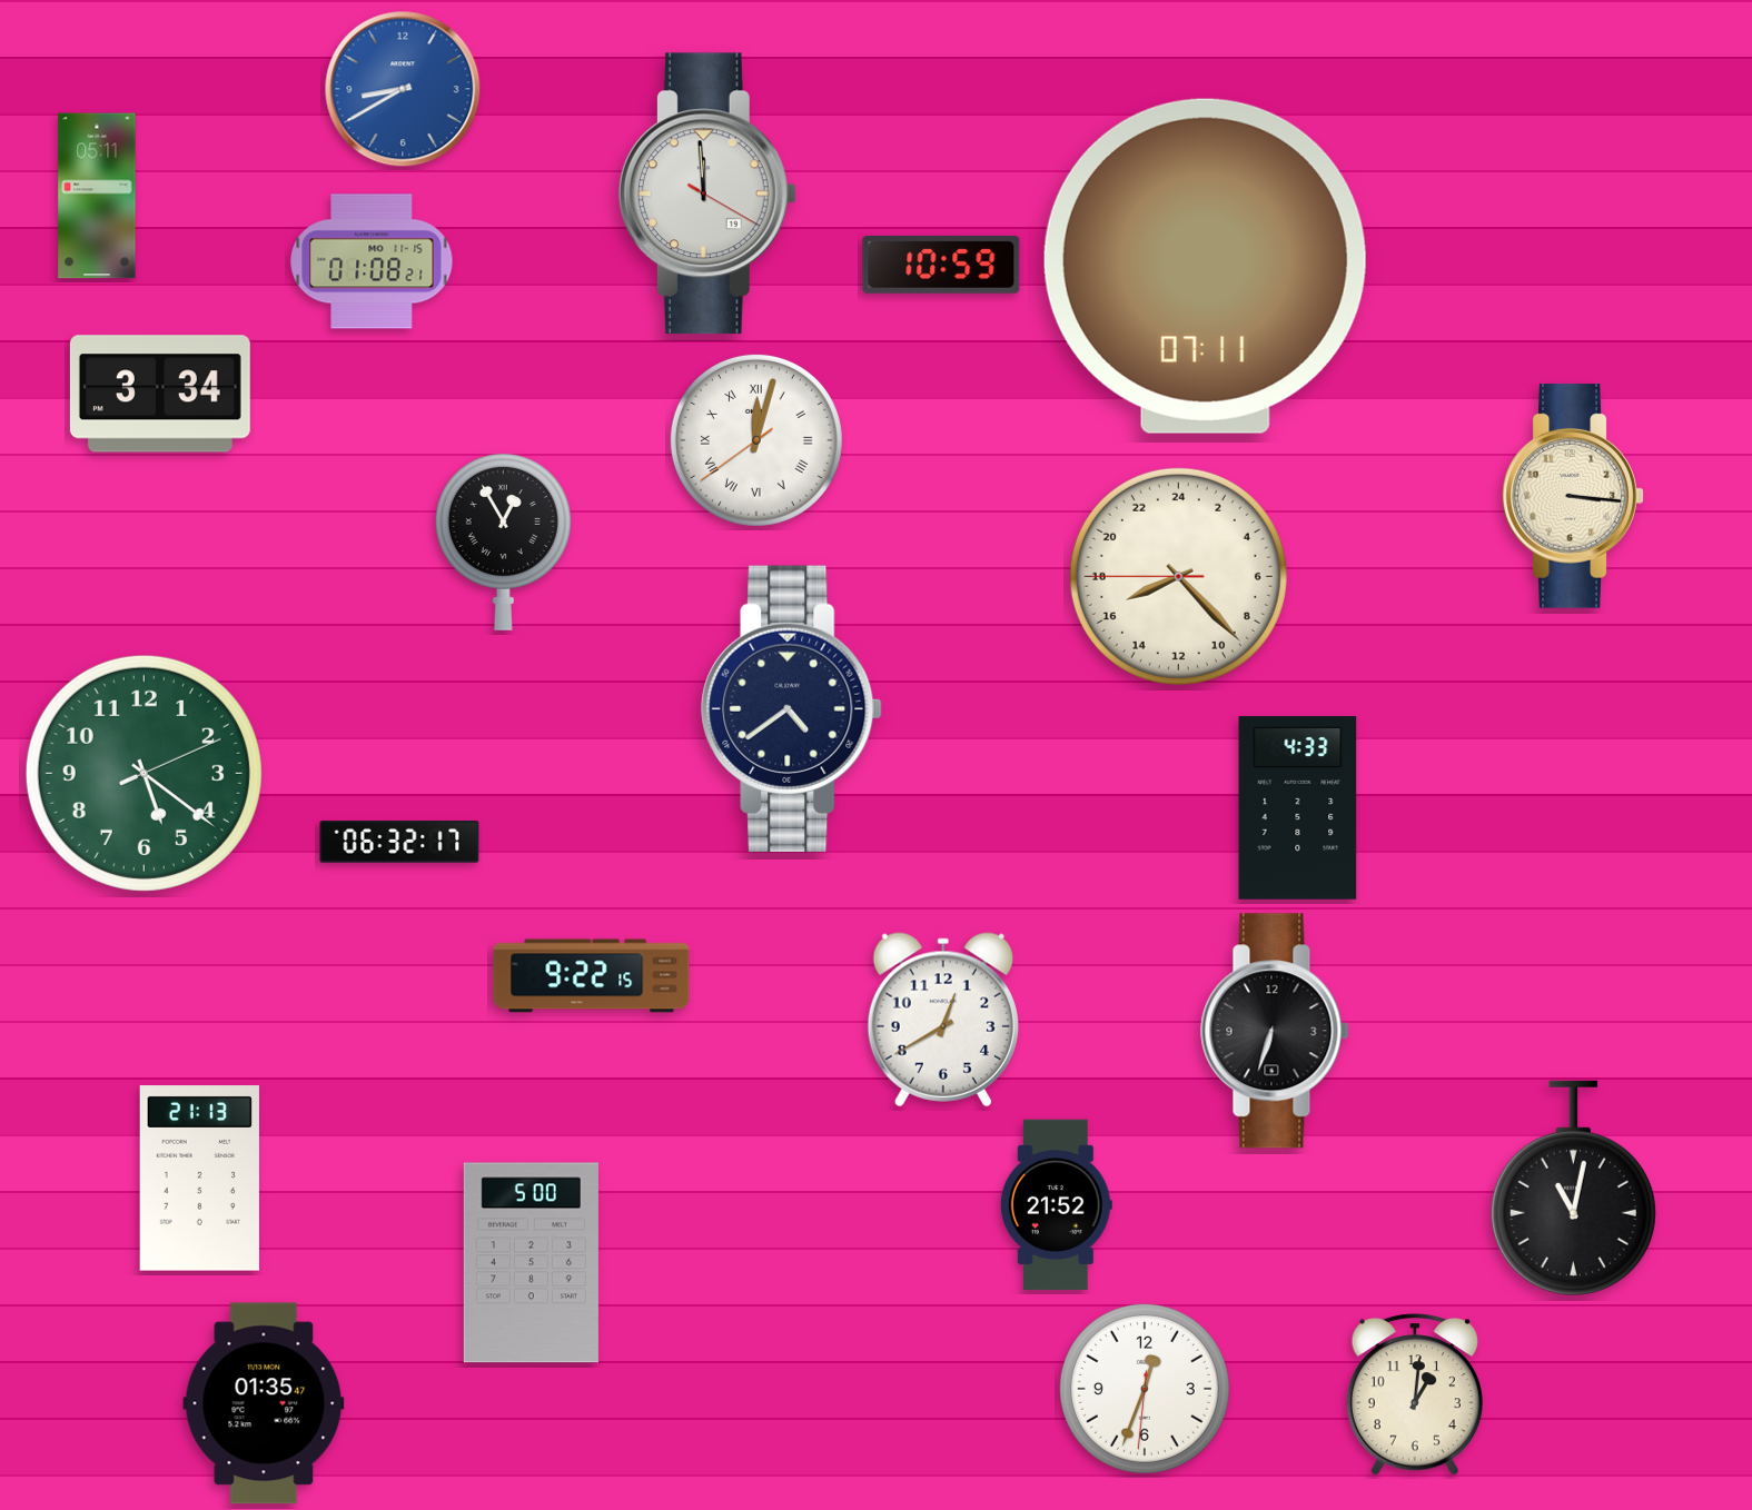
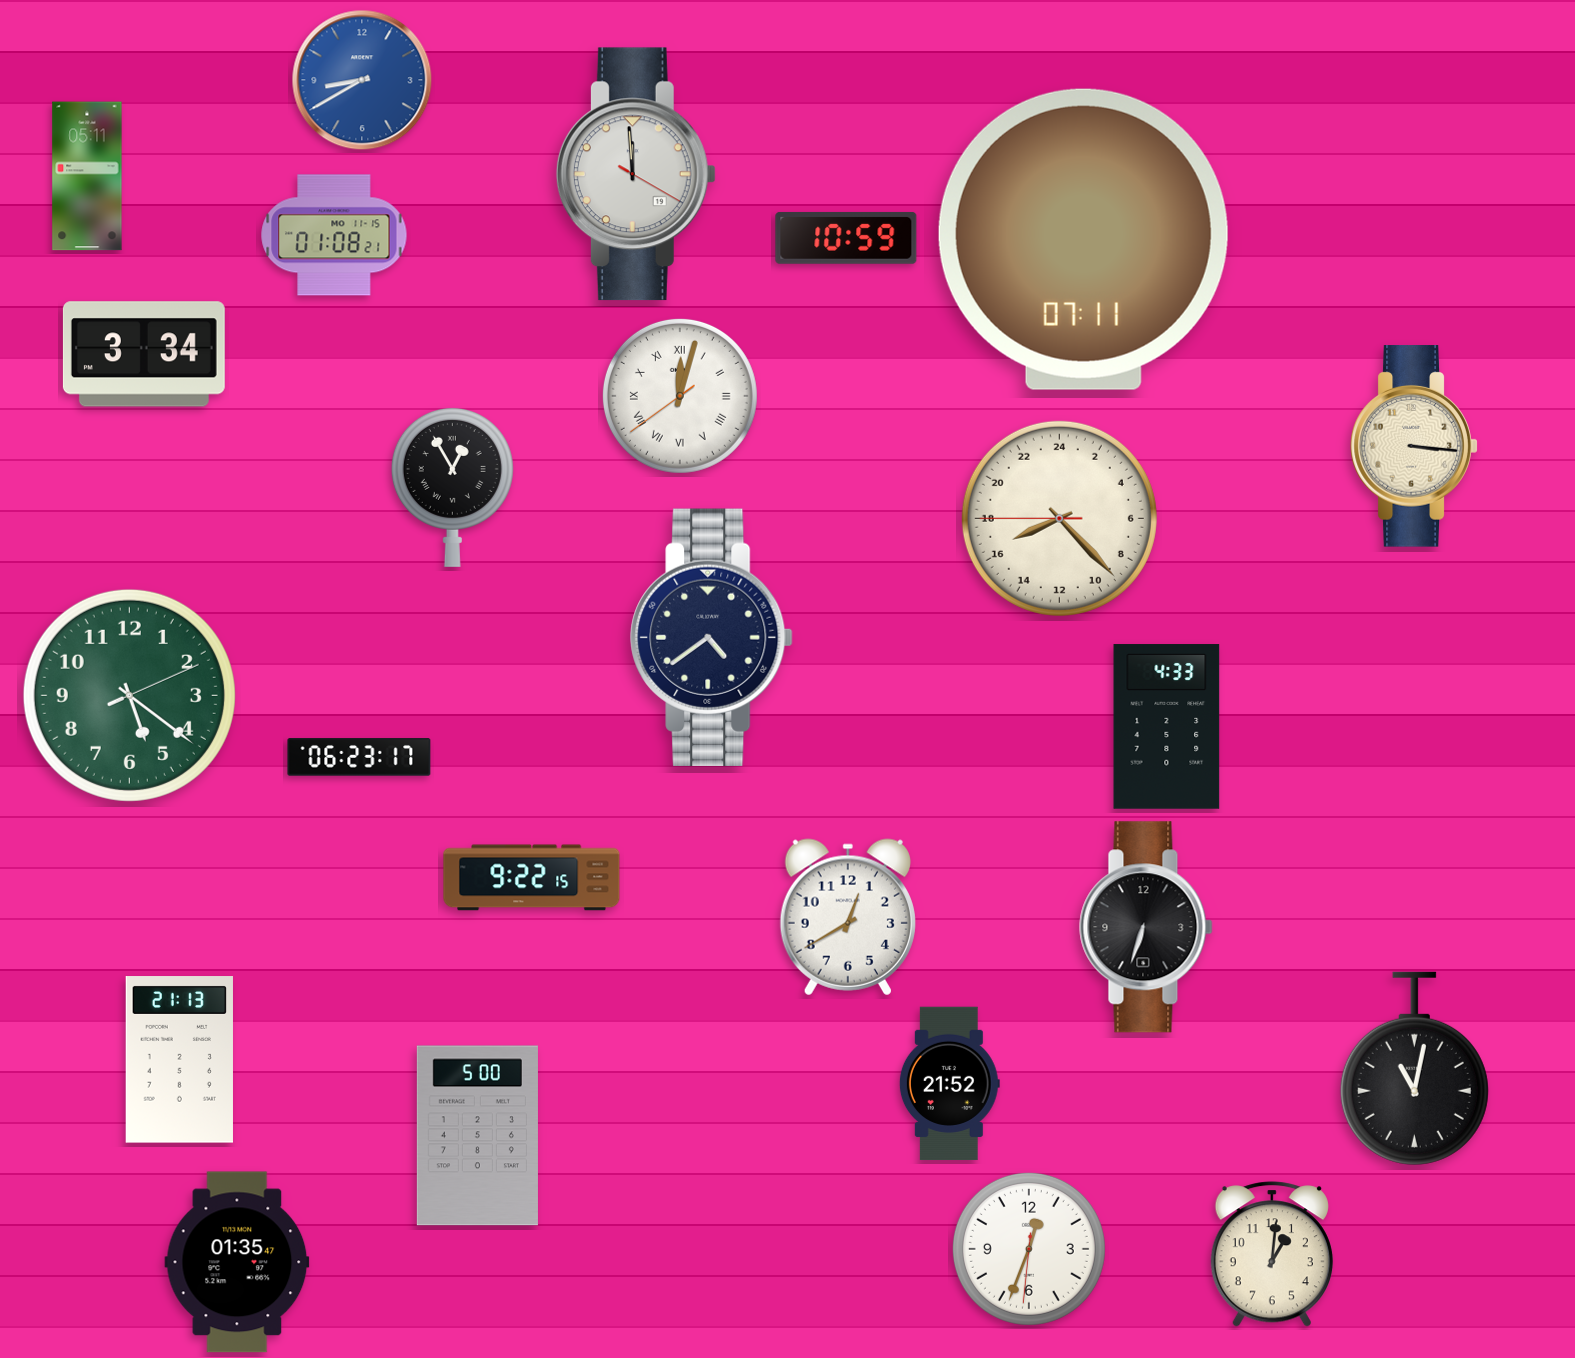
clock at (399, 842): 06:32 -> 06:23
